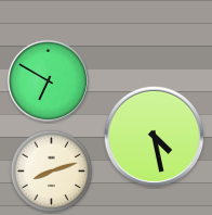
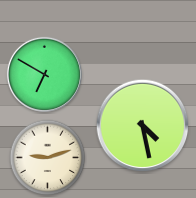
clock at (52, 172): 8:12 -> 9:12
